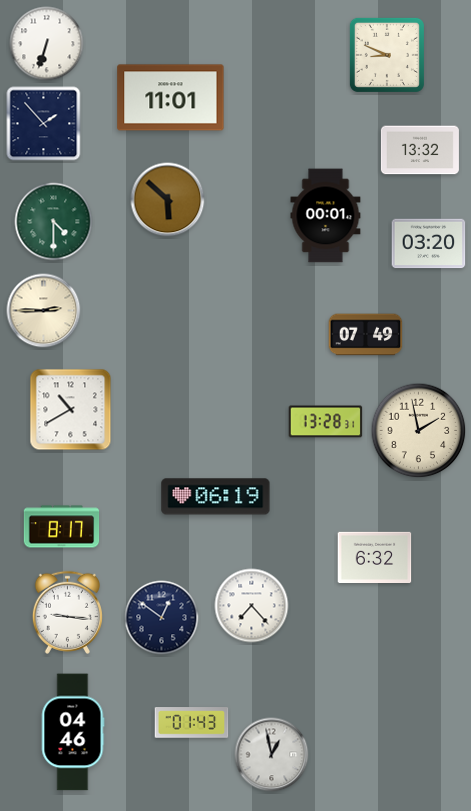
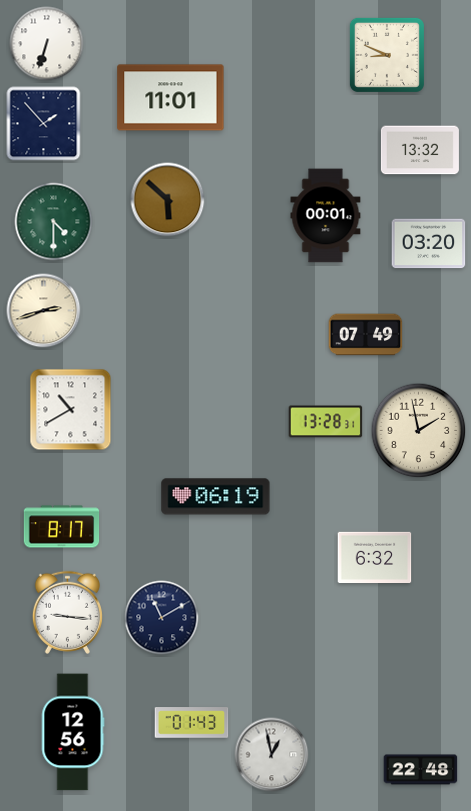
clock at (44, 311): 2:45 -> 2:42
clock at (252, 606): 7:23 -> none
clock at (162, 618): 12:51 -> 11:10
clock at (73, 732): 04:46 -> 12:56
clock at (421, 770): none -> 22:48
